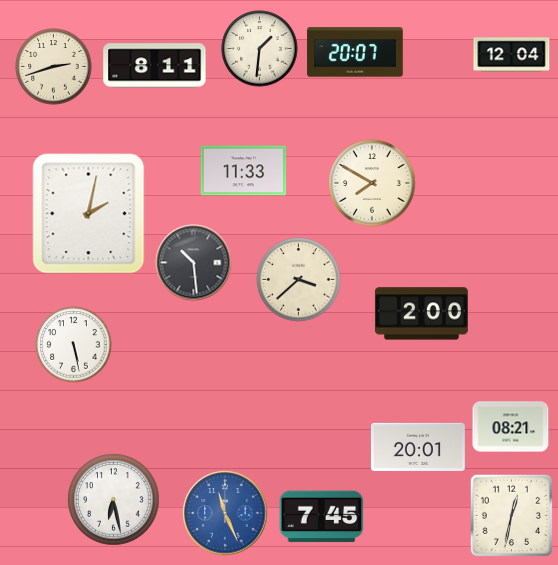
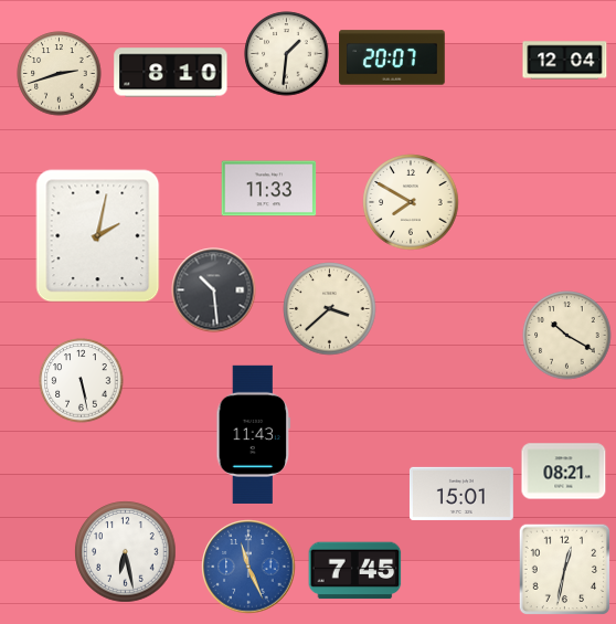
clock at (155, 66): 8:11 -> 8:10
clock at (567, 336): none -> 10:20
clock at (421, 314): 2:00 -> none
clock at (254, 434): none -> 11:43
clock at (418, 447): 20:01 -> 15:01
